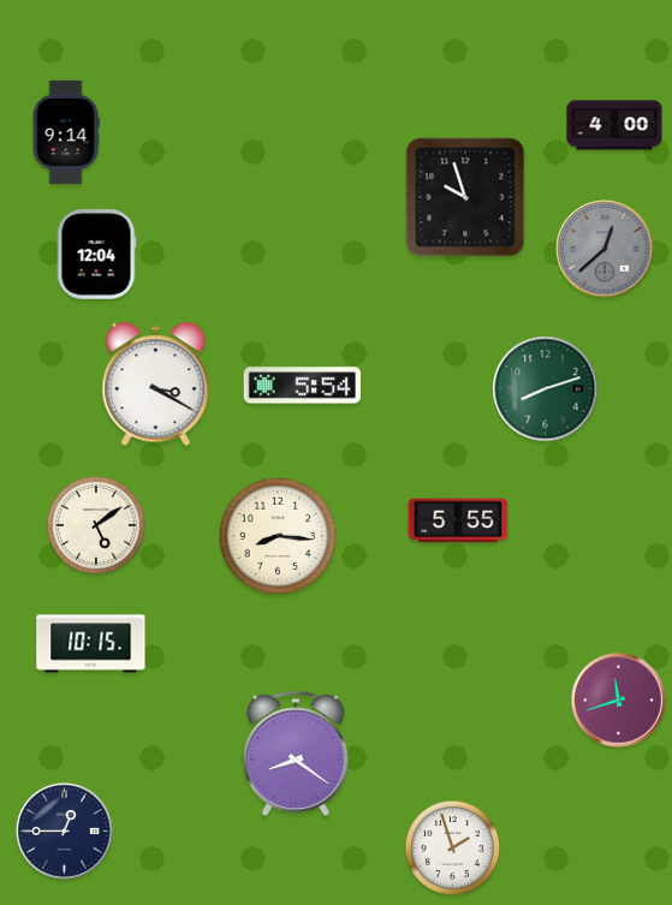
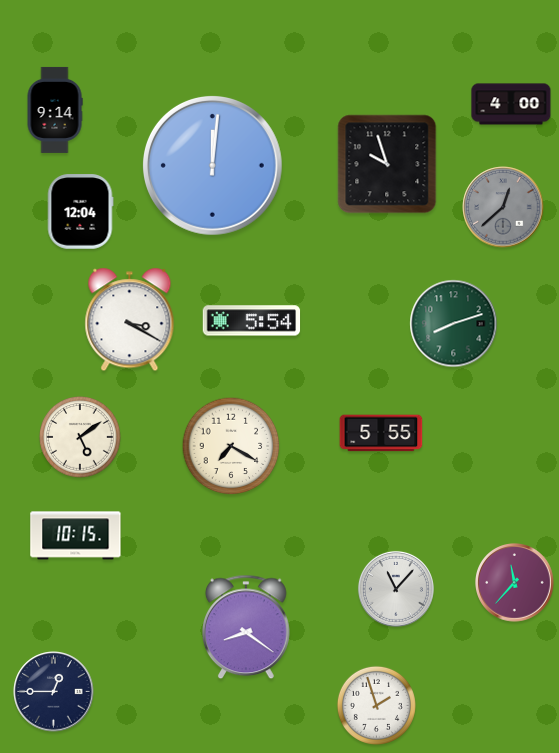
clock at (212, 165): none -> 12:01
clock at (278, 536): 8:16 -> 7:20
clock at (619, 701): 11:42 -> 11:37
clock at (396, 589): none -> 11:07
